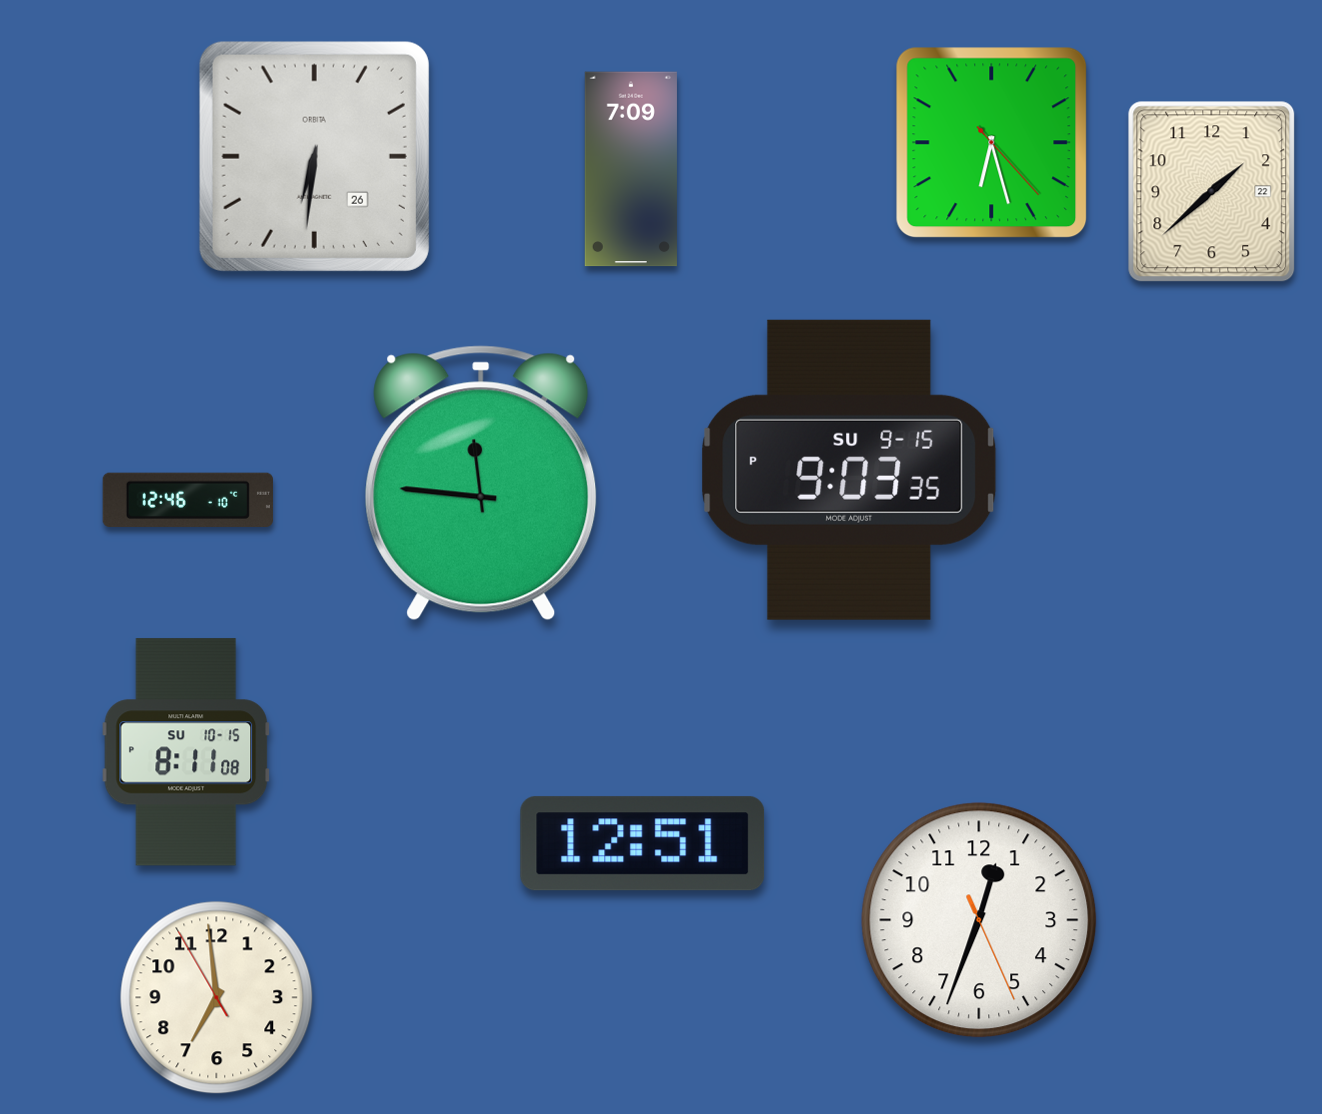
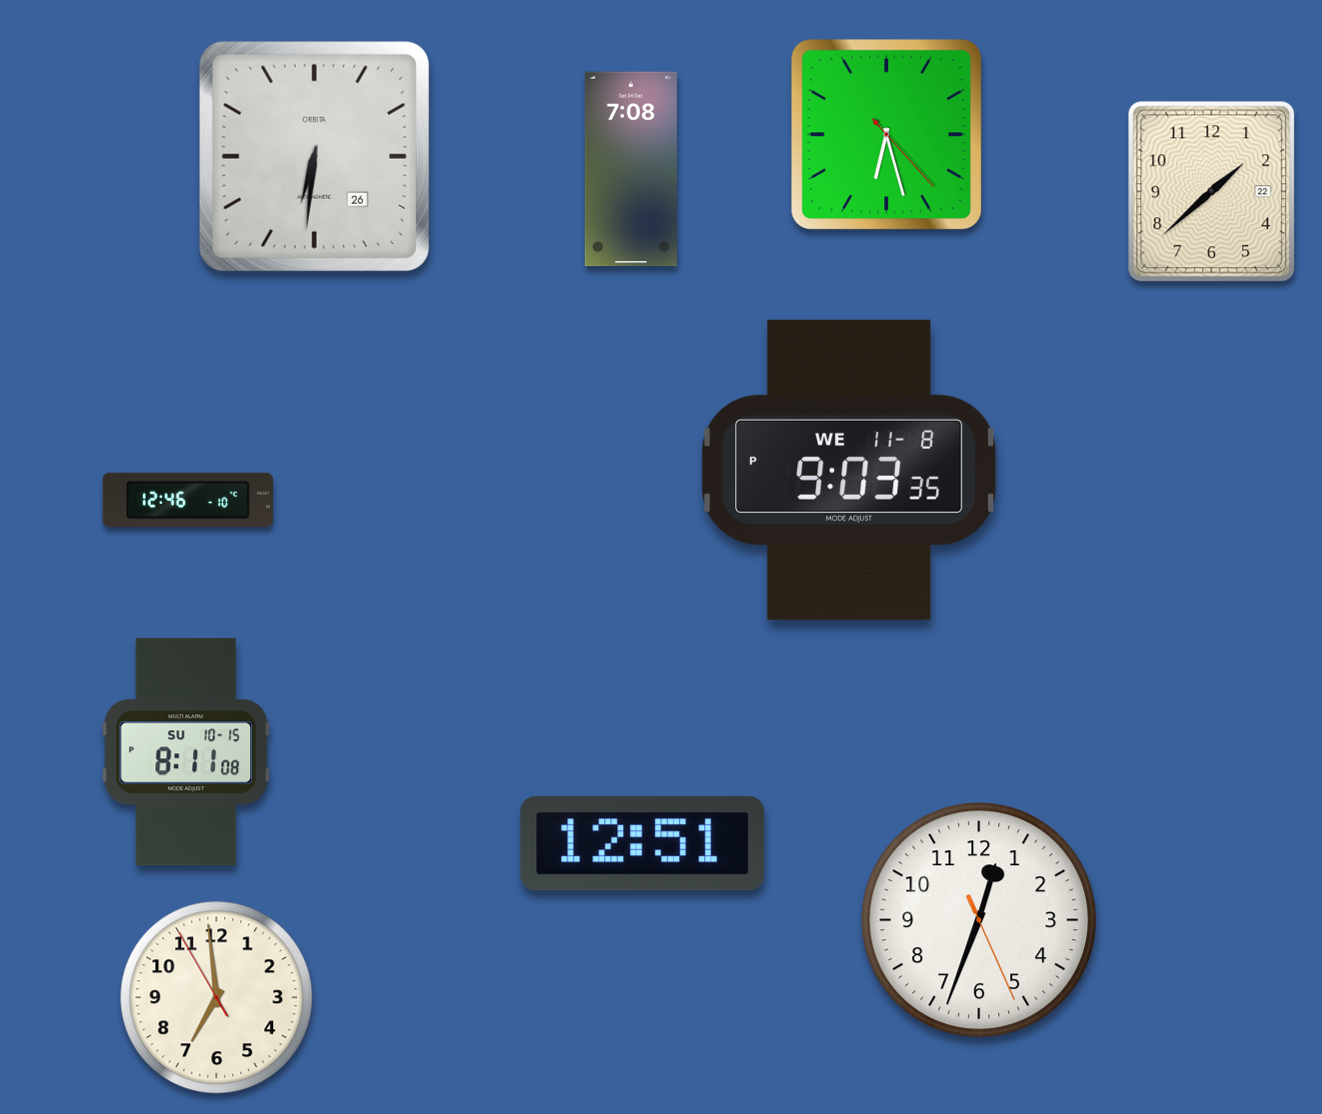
clock at (992, 143) position: (992, 143) -> (887, 135)
clock at (631, 169): 7:09 -> 7:08
clock at (849, 470) date: SU 9-15 -> WE 11-8
clock at (481, 483): 11:46 -> none
